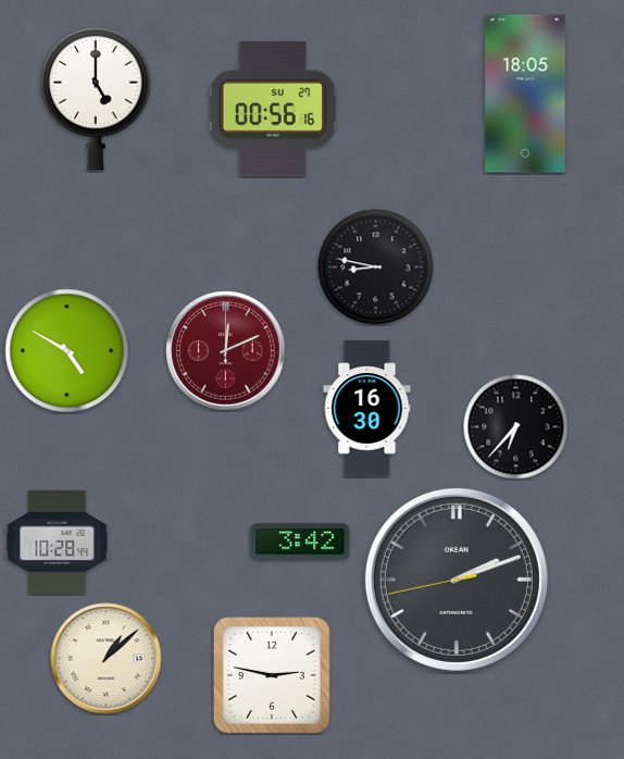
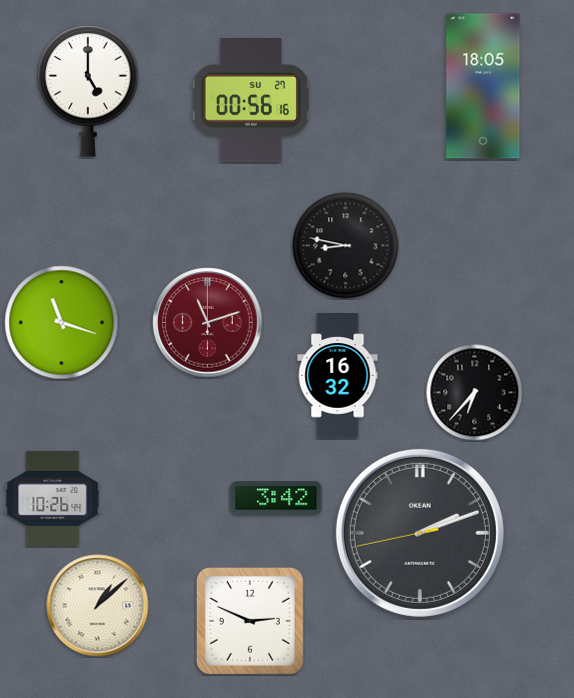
clock at (67, 351): 4:50 -> 11:18
clock at (226, 351): 12:11 -> 11:12
clock at (367, 409): 16:30 -> 16:32
clock at (58, 542): 10:28 -> 10:26
clock at (272, 675): 2:47 -> 2:49
